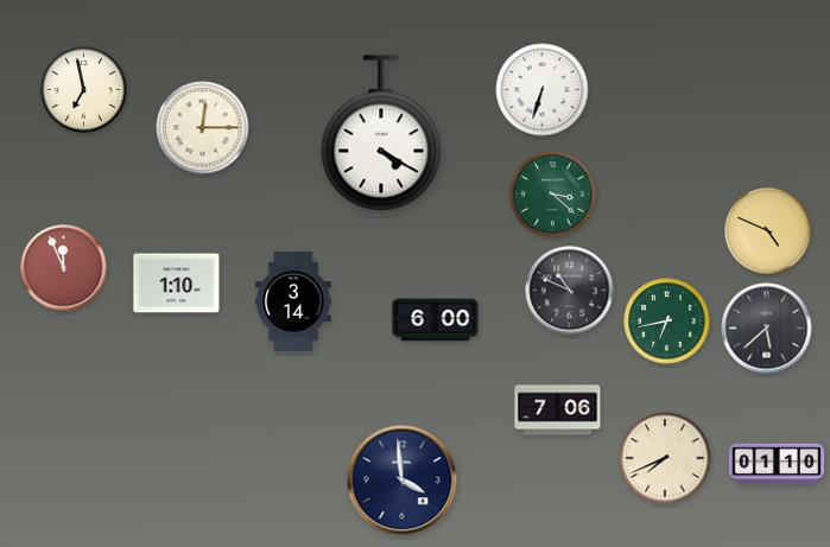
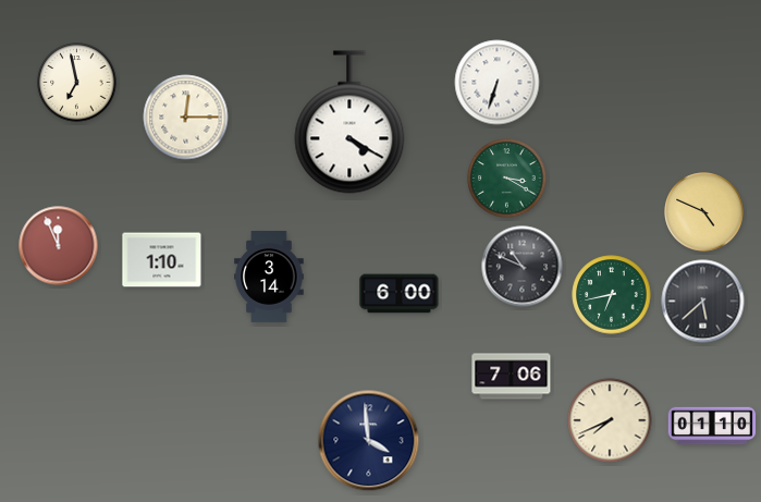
clock at (553, 195): 3:22 -> 3:20
